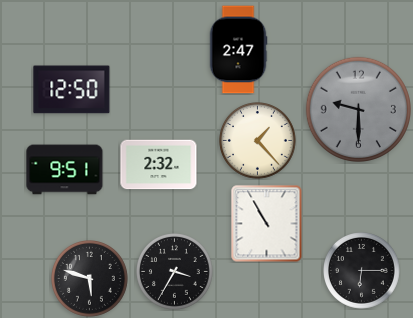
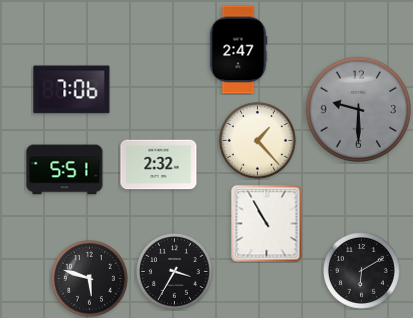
clock at (72, 90): 12:50 -> 7:06
clock at (65, 170): 9:51 -> 5:51
clock at (362, 271): 6:15 -> 6:10
